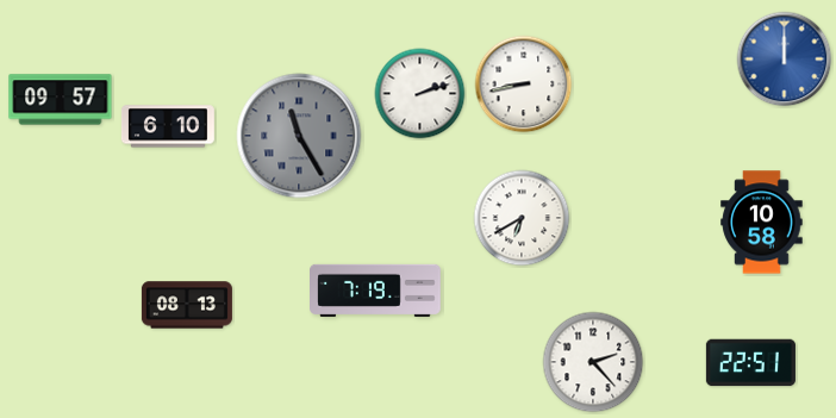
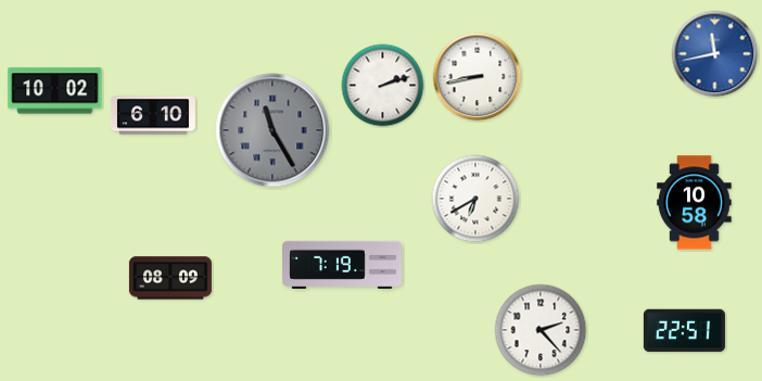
clock at (785, 60): 12:00 -> 11:43
clock at (61, 100): 09:57 -> 10:02
clock at (299, 136) position: (299, 136) -> (272, 130)
clock at (187, 305): 08:13 -> 08:09
